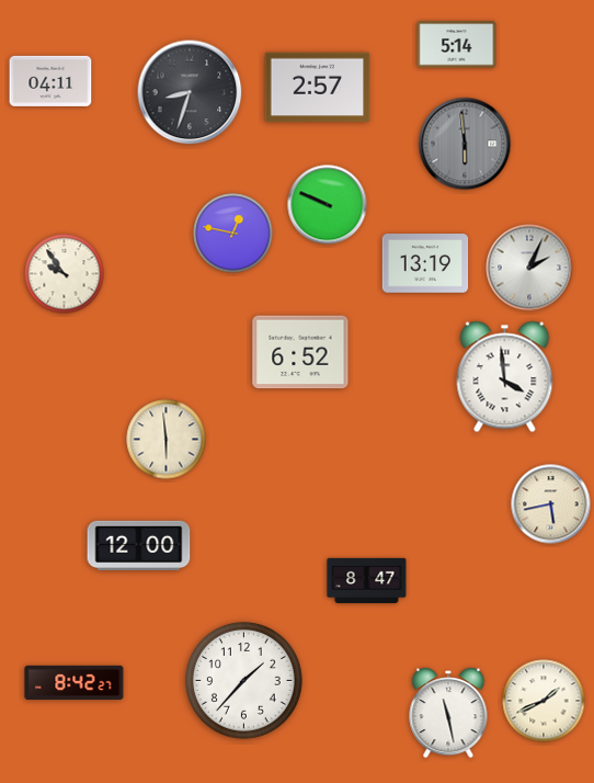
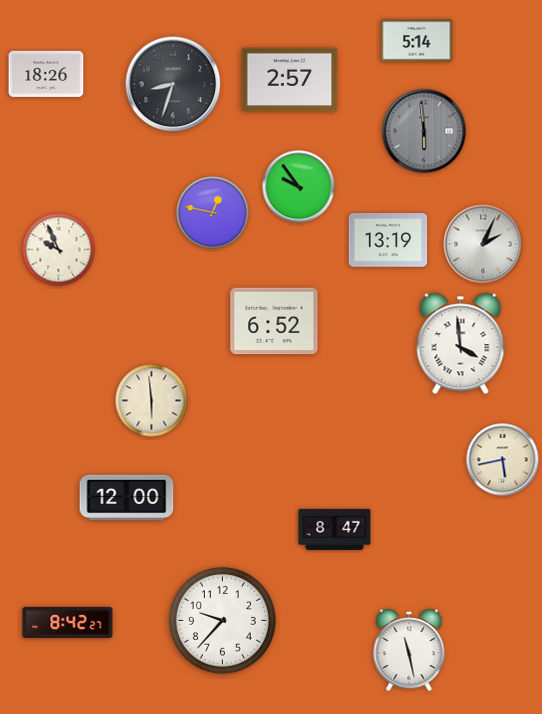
clock at (50, 81): 04:11 -> 18:26
clock at (328, 205): 9:49 -> 9:54
clock at (65, 274): 9:54 -> 9:56
clock at (243, 680): 1:37 -> 9:37
clock at (544, 701): 1:41 -> none
